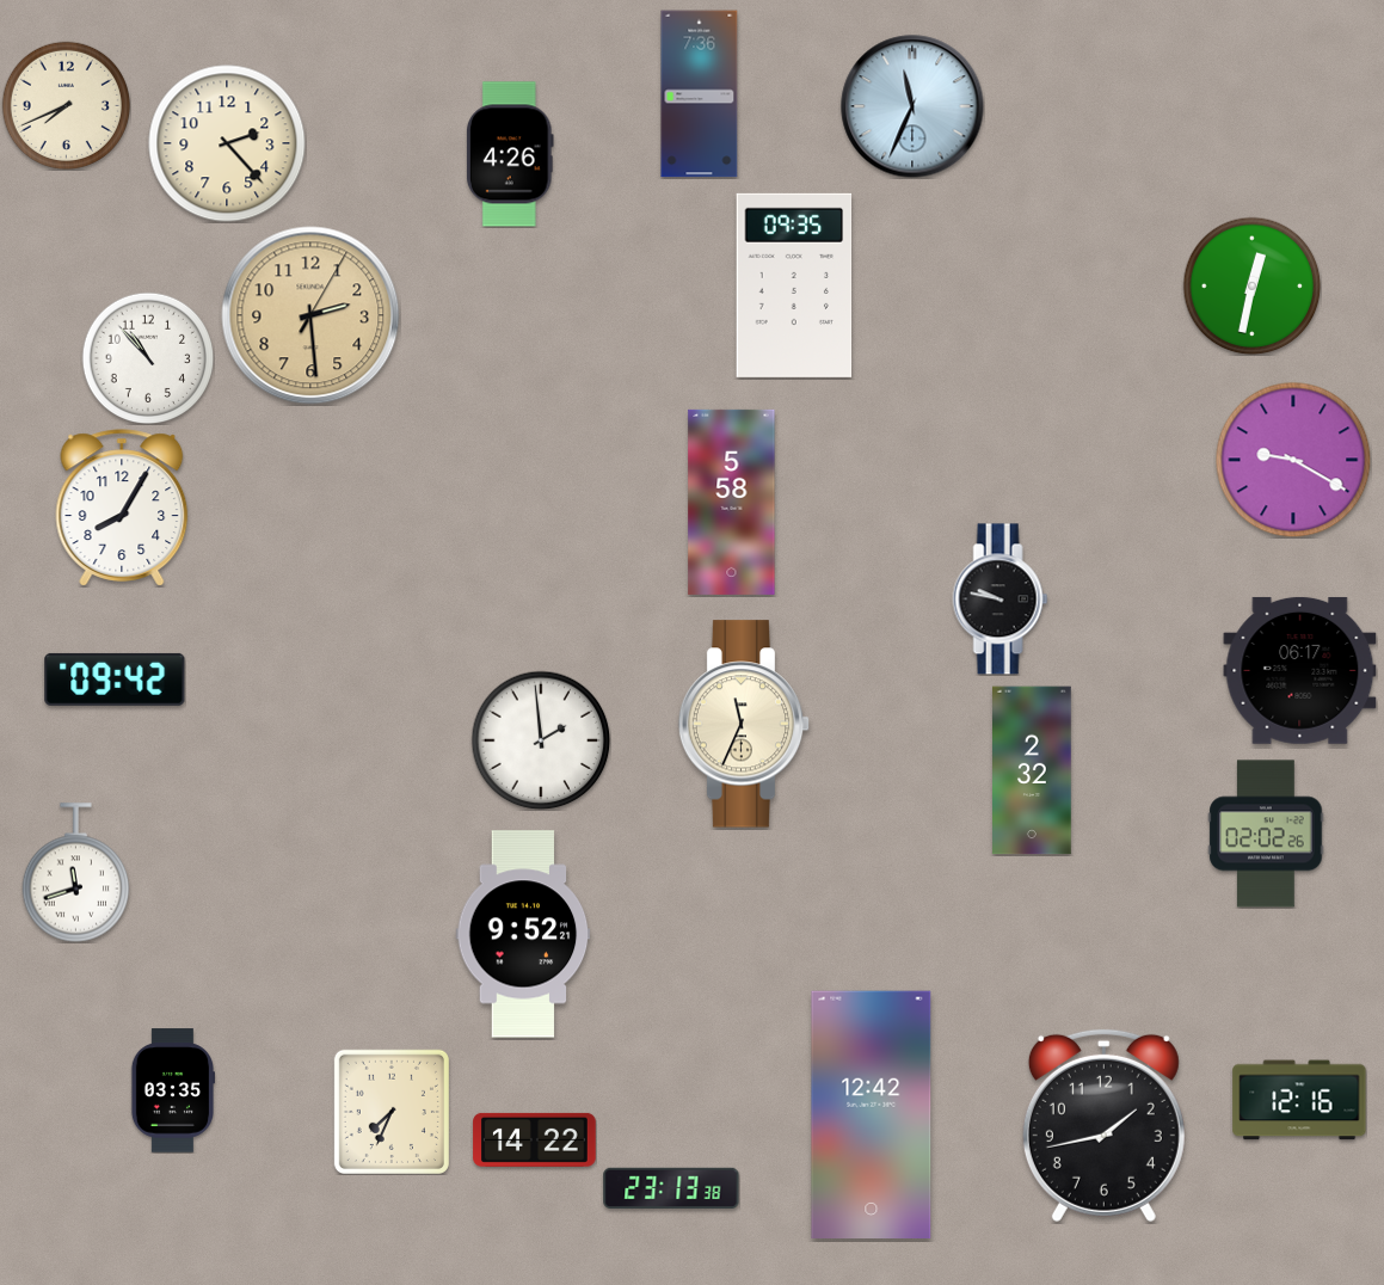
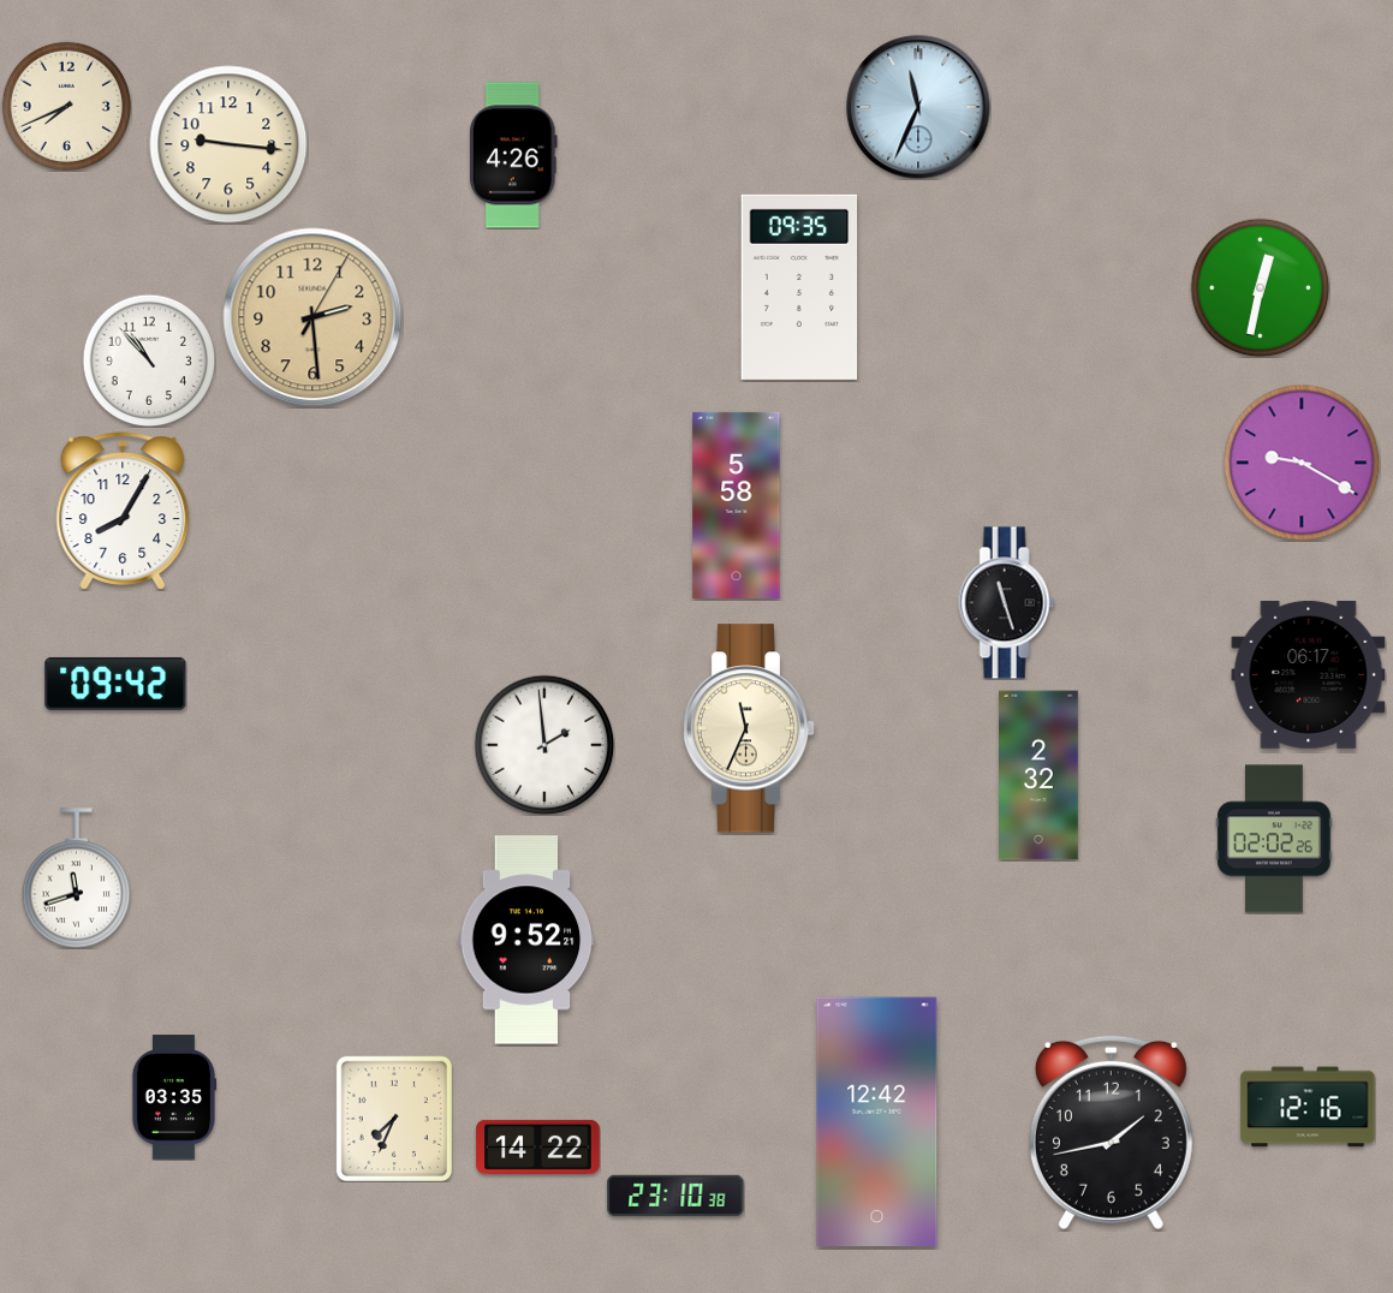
clock at (700, 94): 7:36 -> none
clock at (227, 143): 2:23 -> 9:16
clock at (1001, 600): 9:47 -> 11:27
clock at (671, 1188): 23:13 -> 23:10
